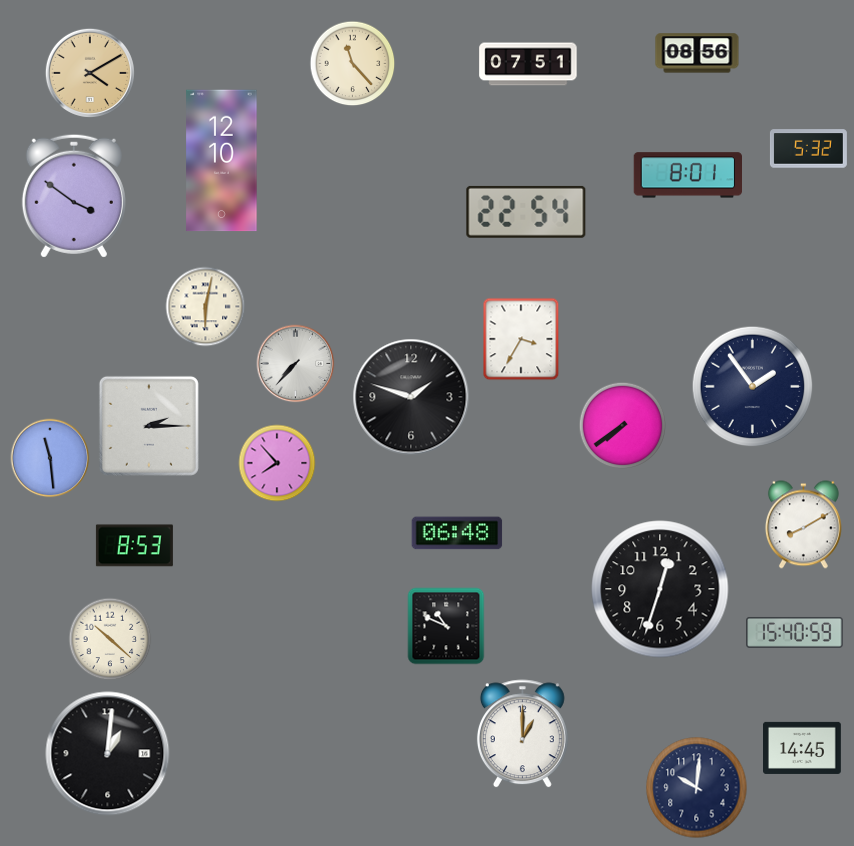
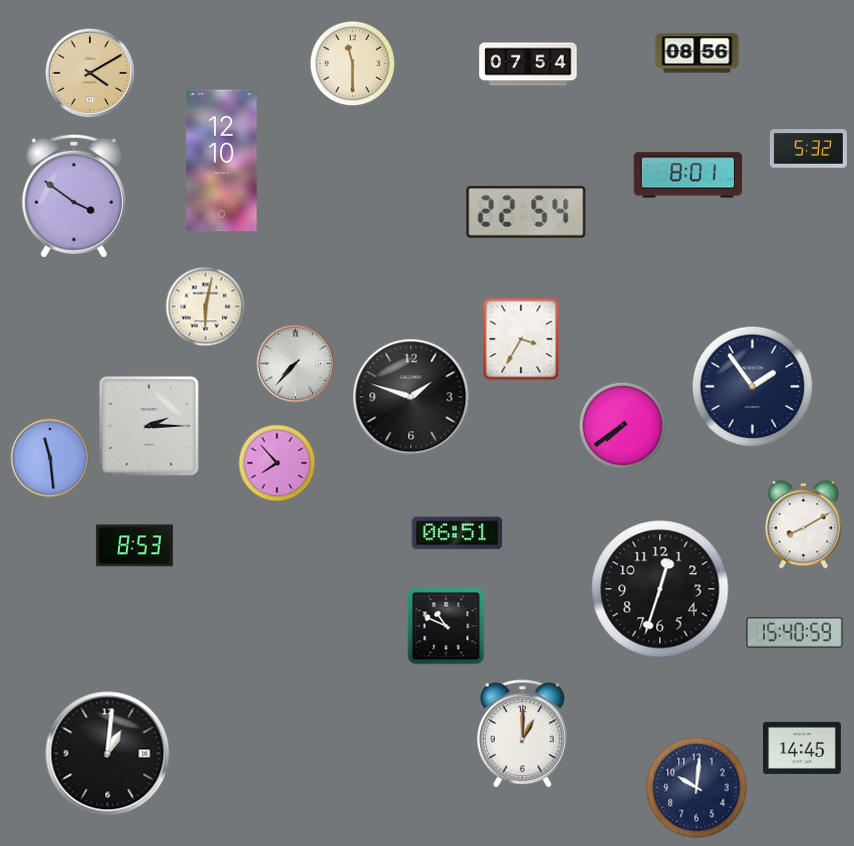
clock at (353, 64): 11:23 -> 11:30
clock at (528, 64): 07:51 -> 07:54
clock at (457, 533): 06:48 -> 06:51
clock at (110, 639): 10:22 -> none
